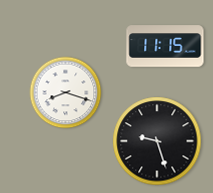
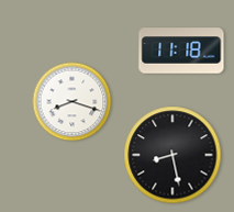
clock at (165, 46): 11:15 -> 11:18
clock at (157, 141): 9:27 -> 8:28
